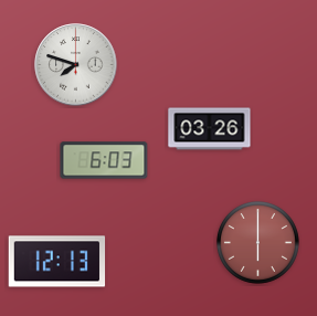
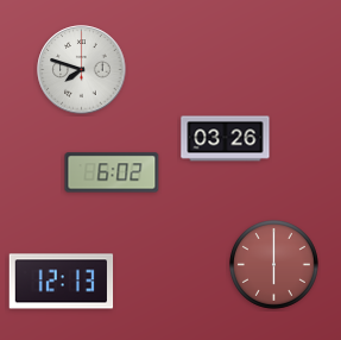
clock at (104, 160): 6:03 -> 6:02
clock at (257, 242) position: (257, 242) -> (273, 264)
